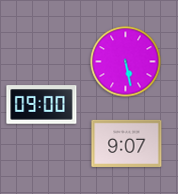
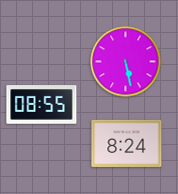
clock at (42, 105): 09:00 -> 08:55
clock at (127, 143): 9:07 -> 8:24
